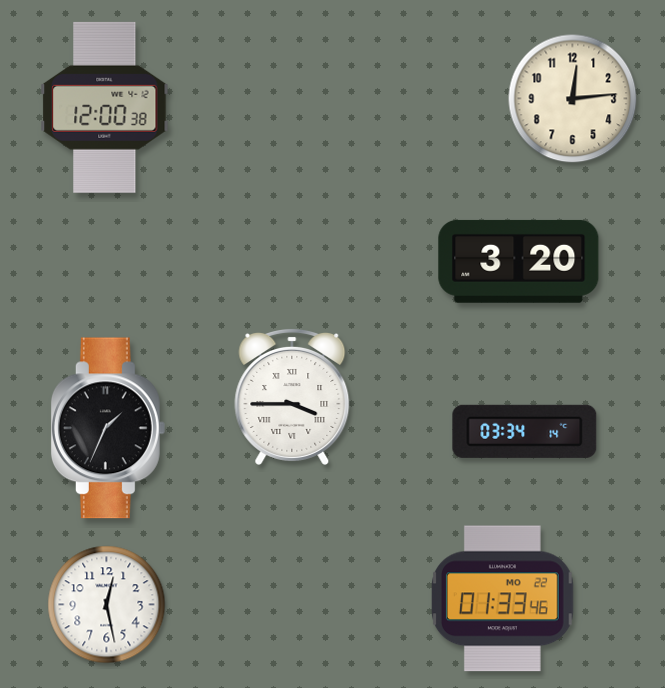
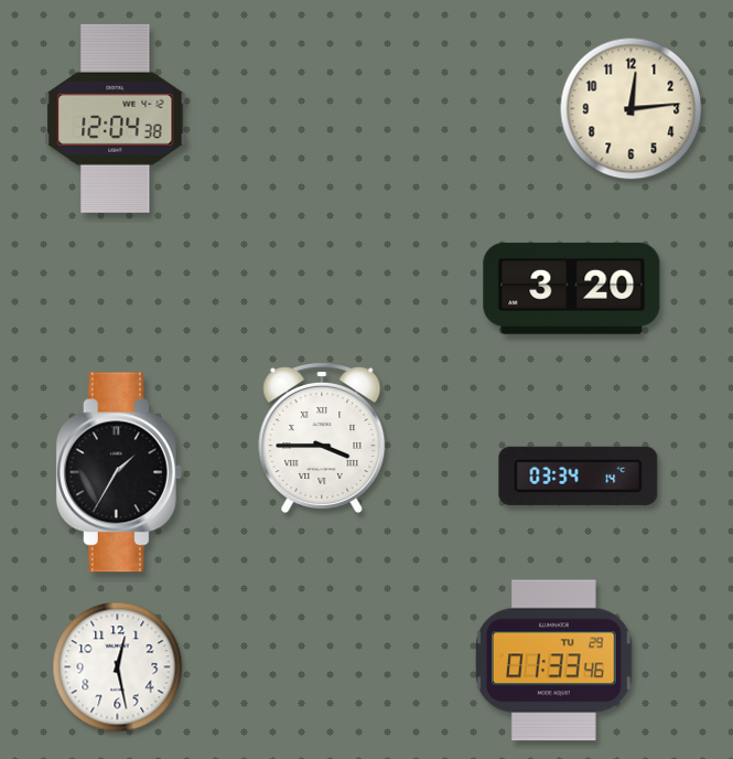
clock at (105, 107): 12:00 -> 12:04
clock at (108, 428): 1:34 -> 1:35
clock at (502, 599) date: MO 22 -> TU 29
